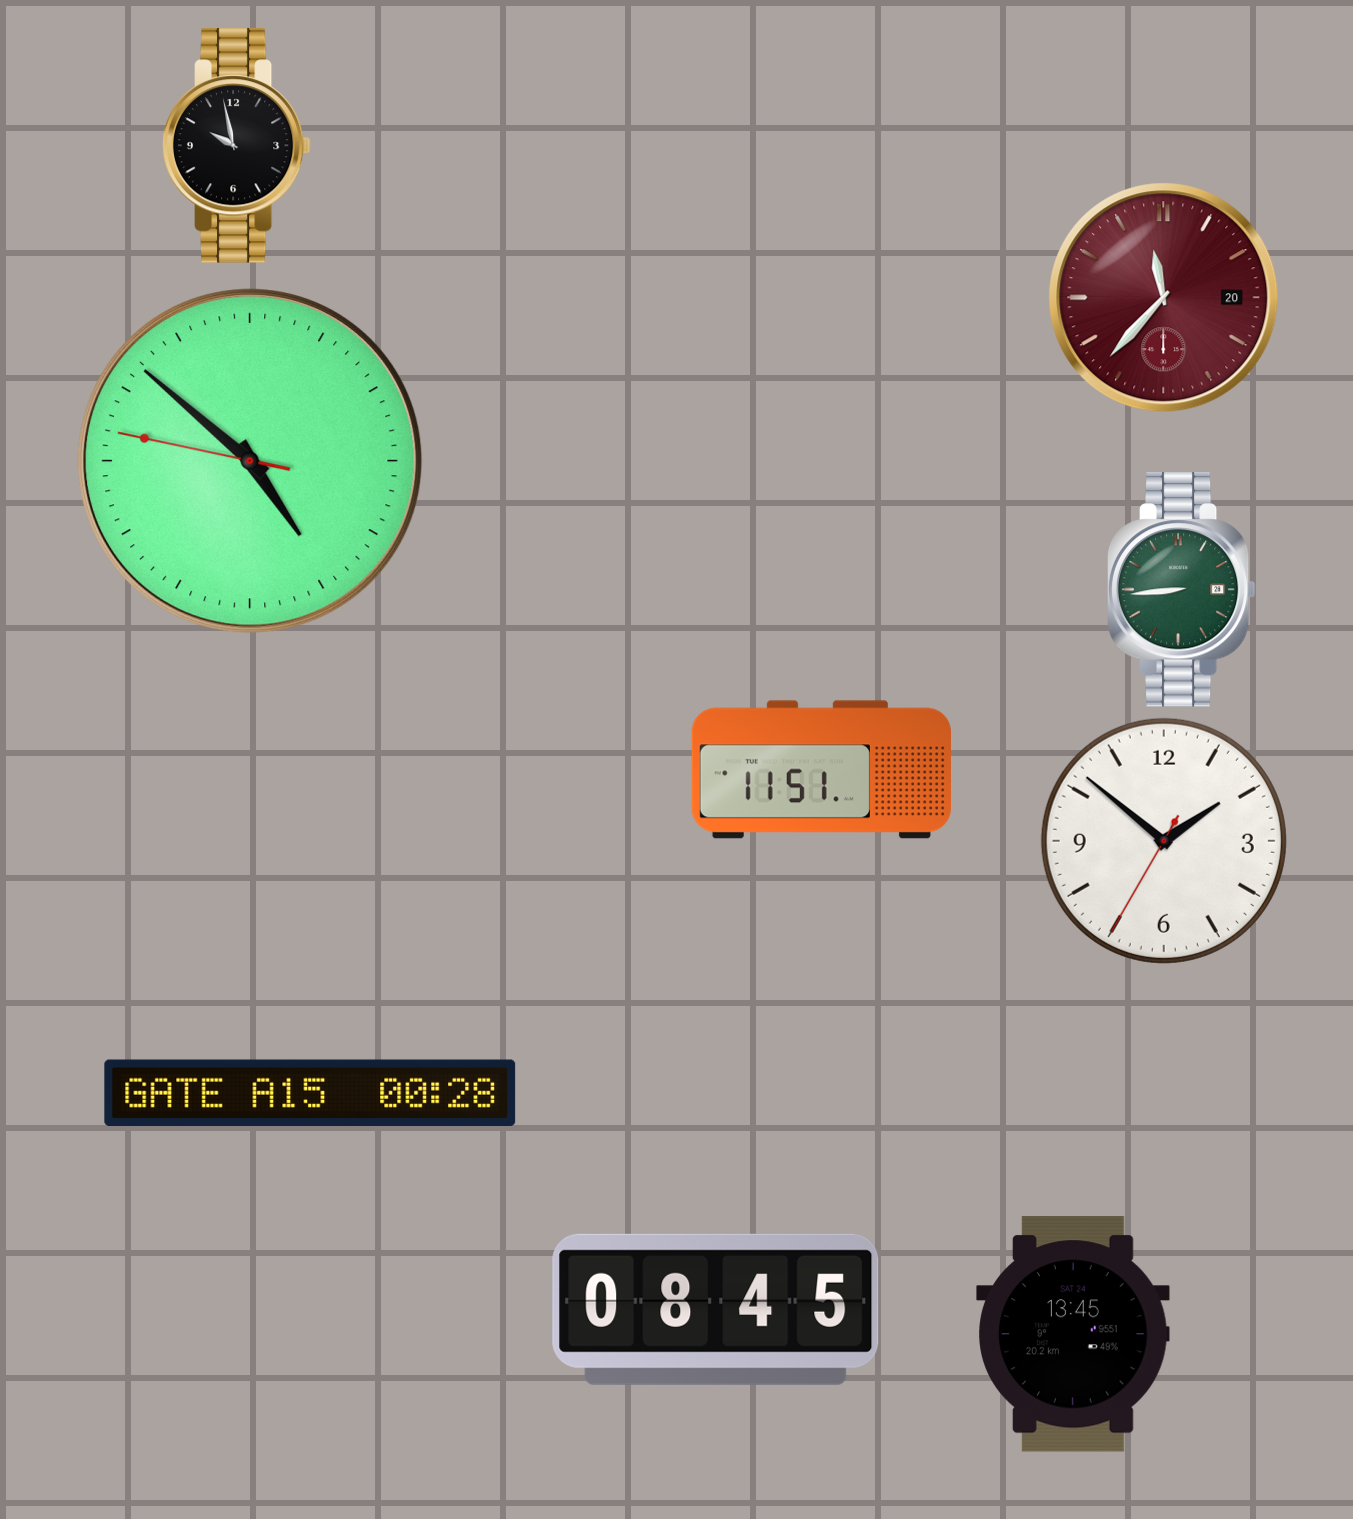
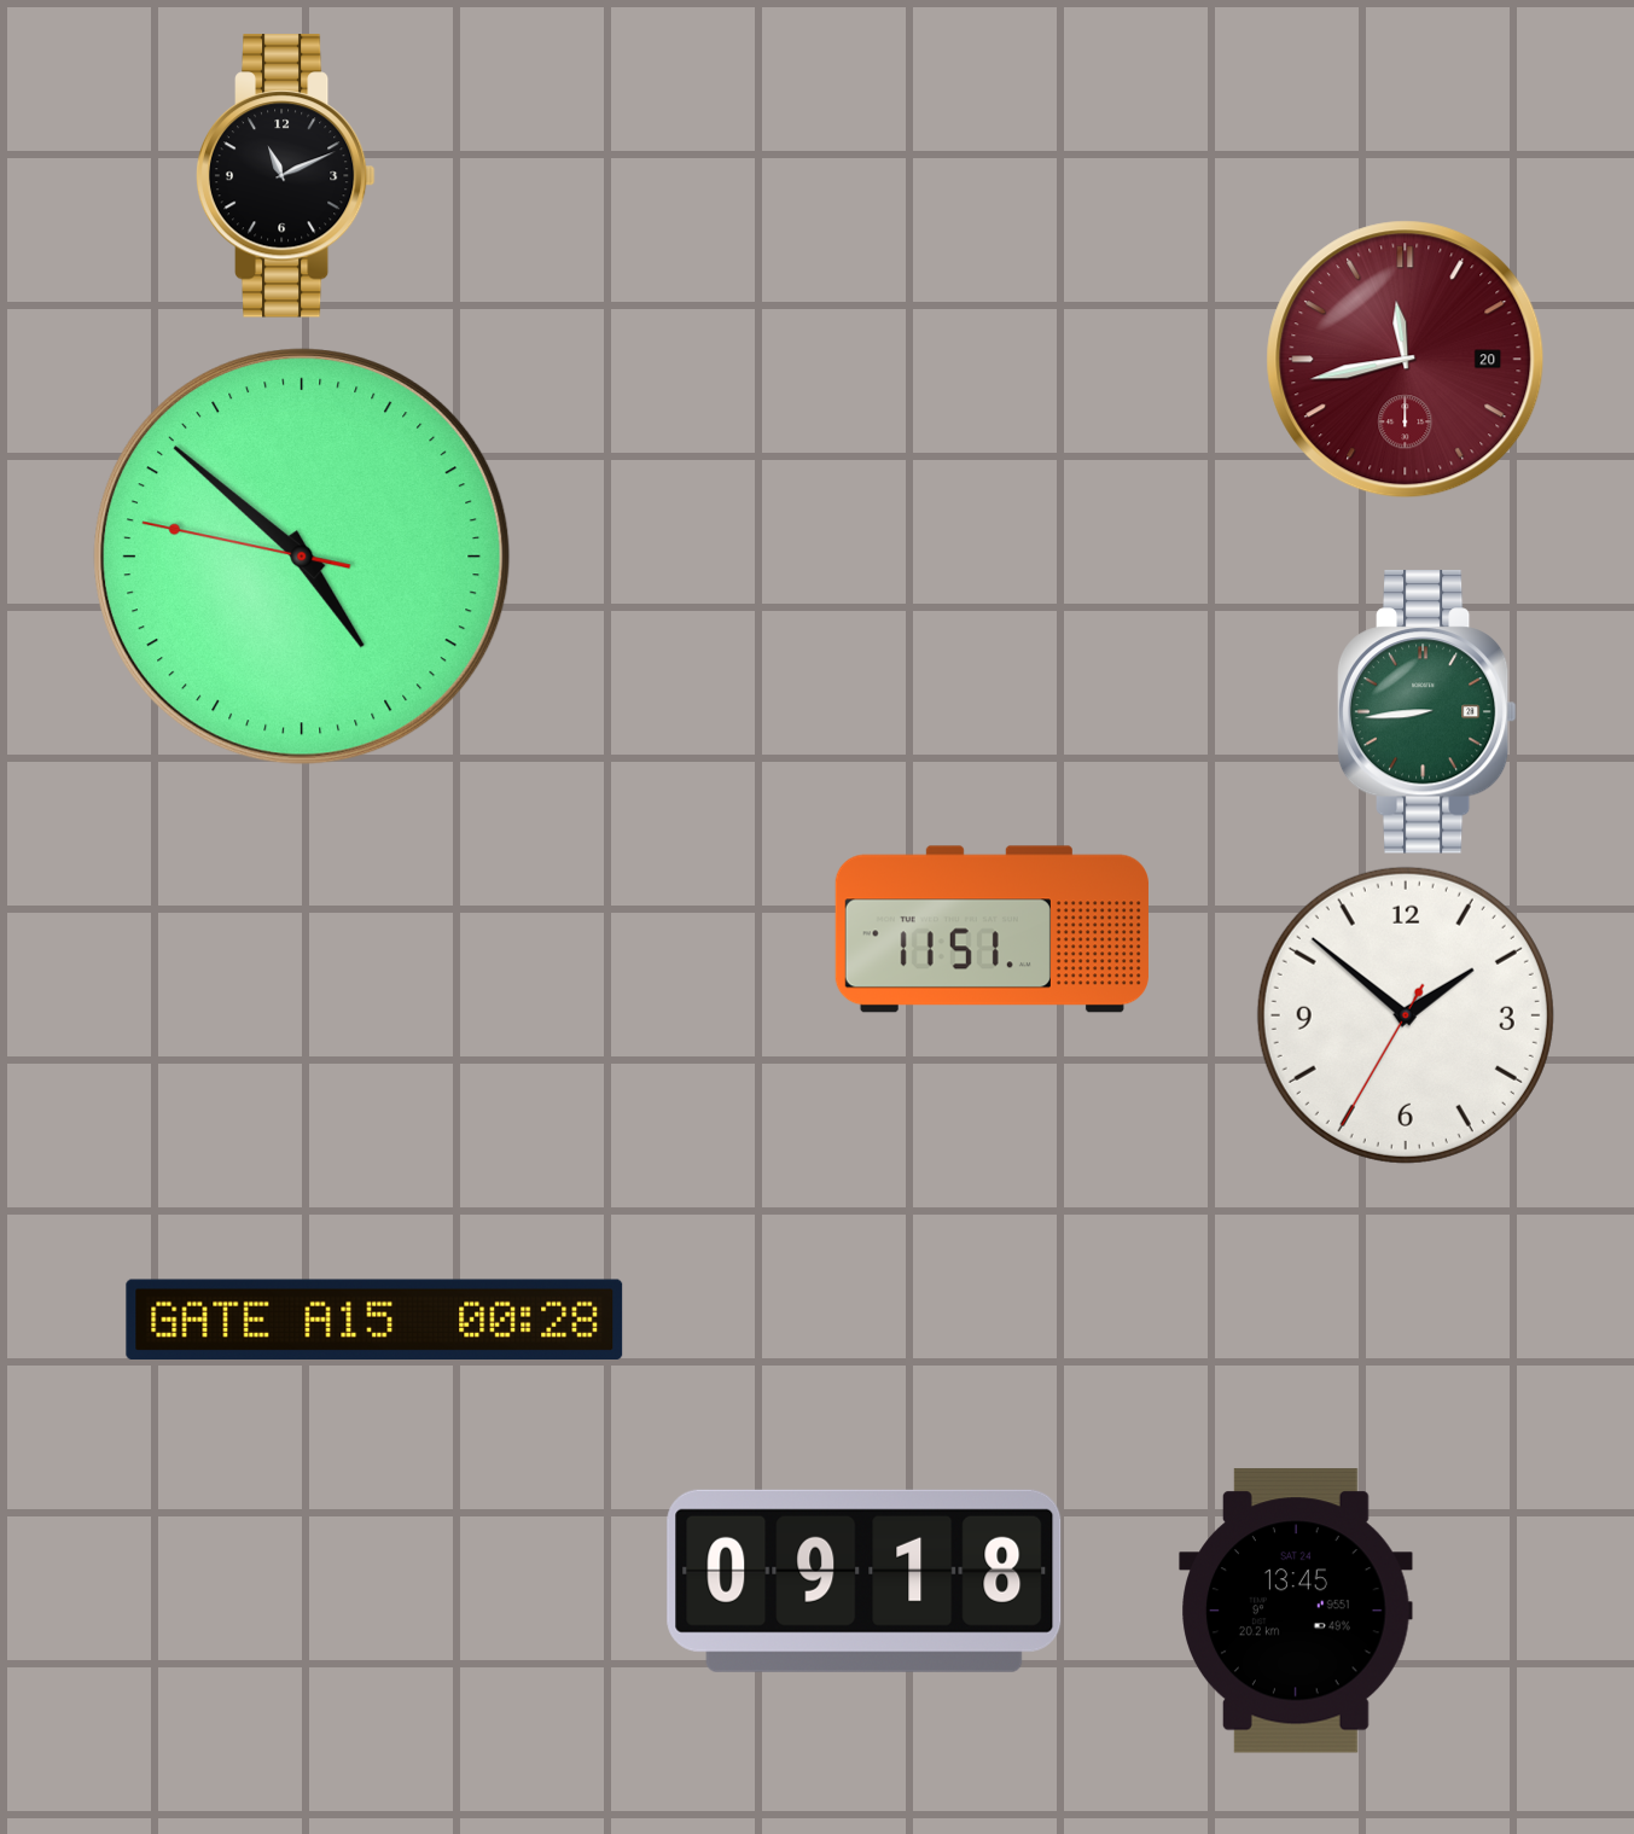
clock at (236, 146): 9:58 -> 11:11
clock at (1164, 298): 11:37 -> 11:43
clock at (716, 1309): 08:45 -> 09:18
